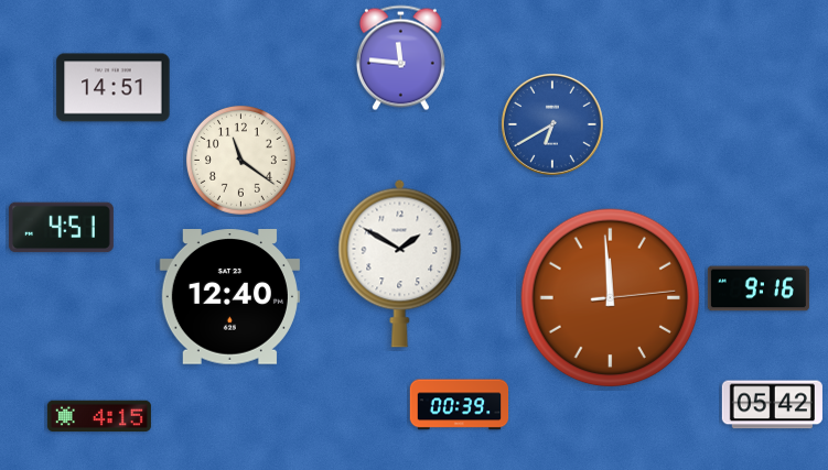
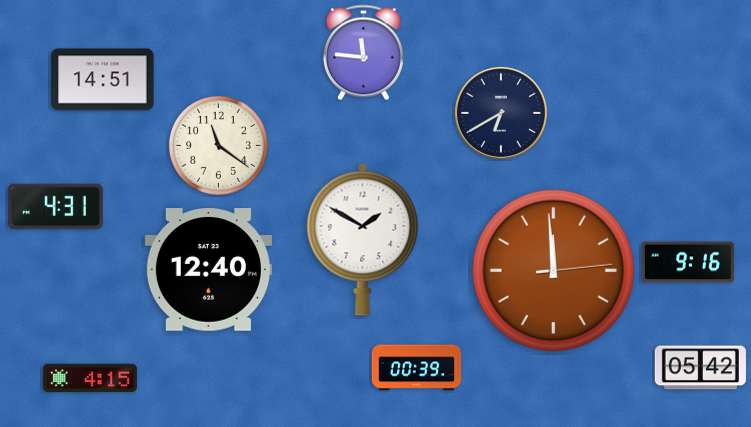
clock at (552, 124) dial: blue -> navy
clock at (61, 228): 4:51 -> 4:31
